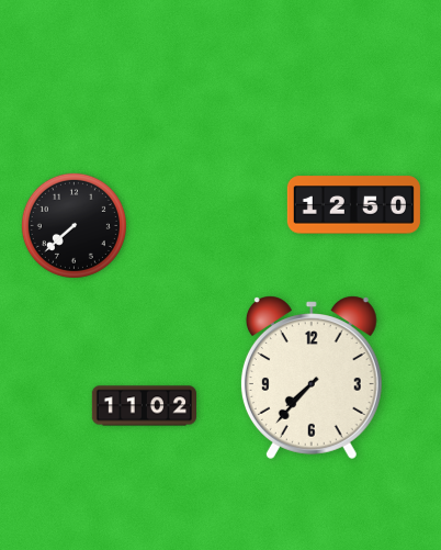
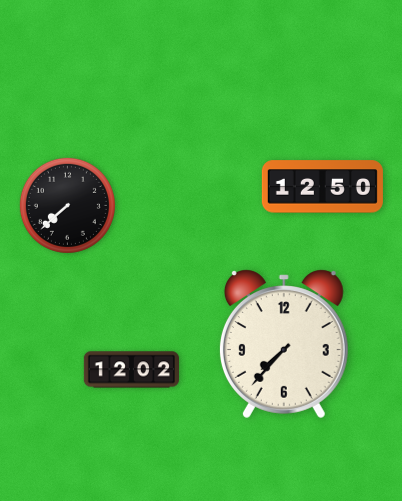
clock at (144, 406): 11:02 -> 12:02
